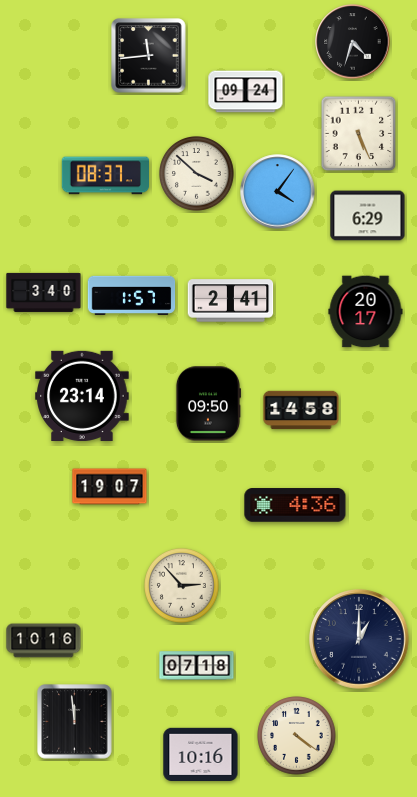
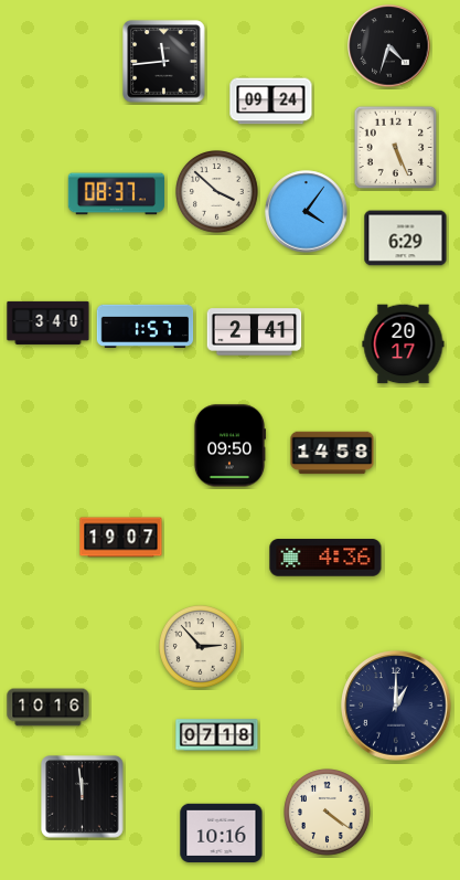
clock at (82, 396): 23:14 -> none
